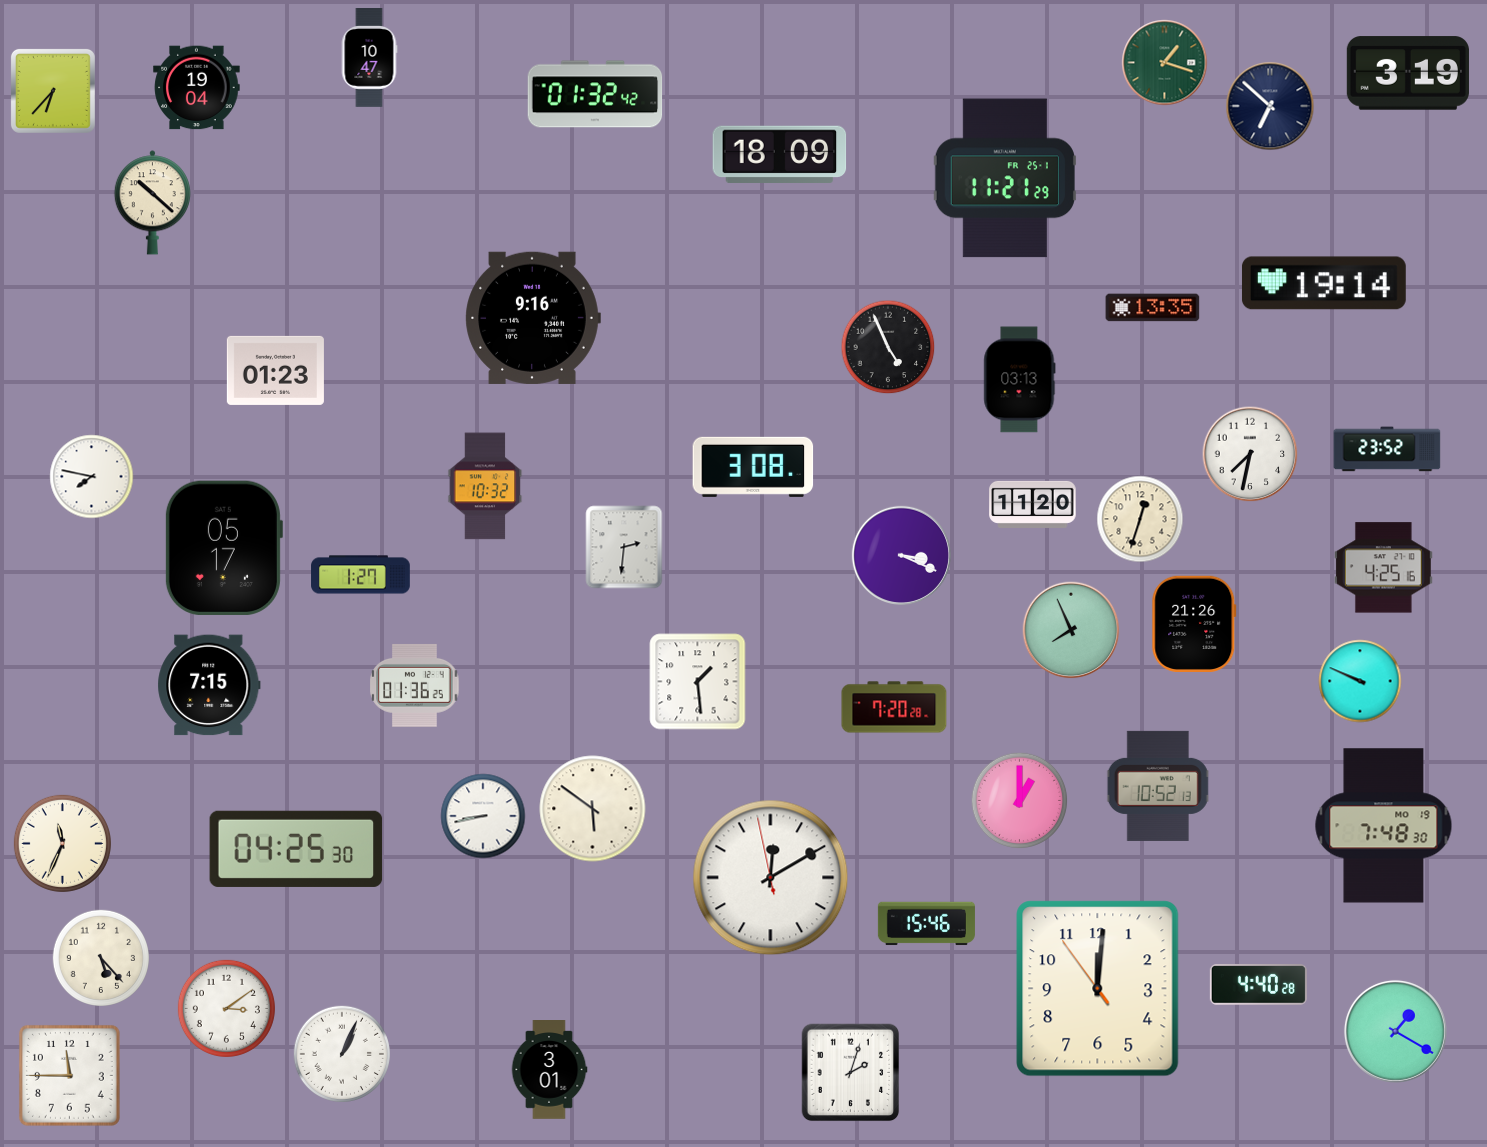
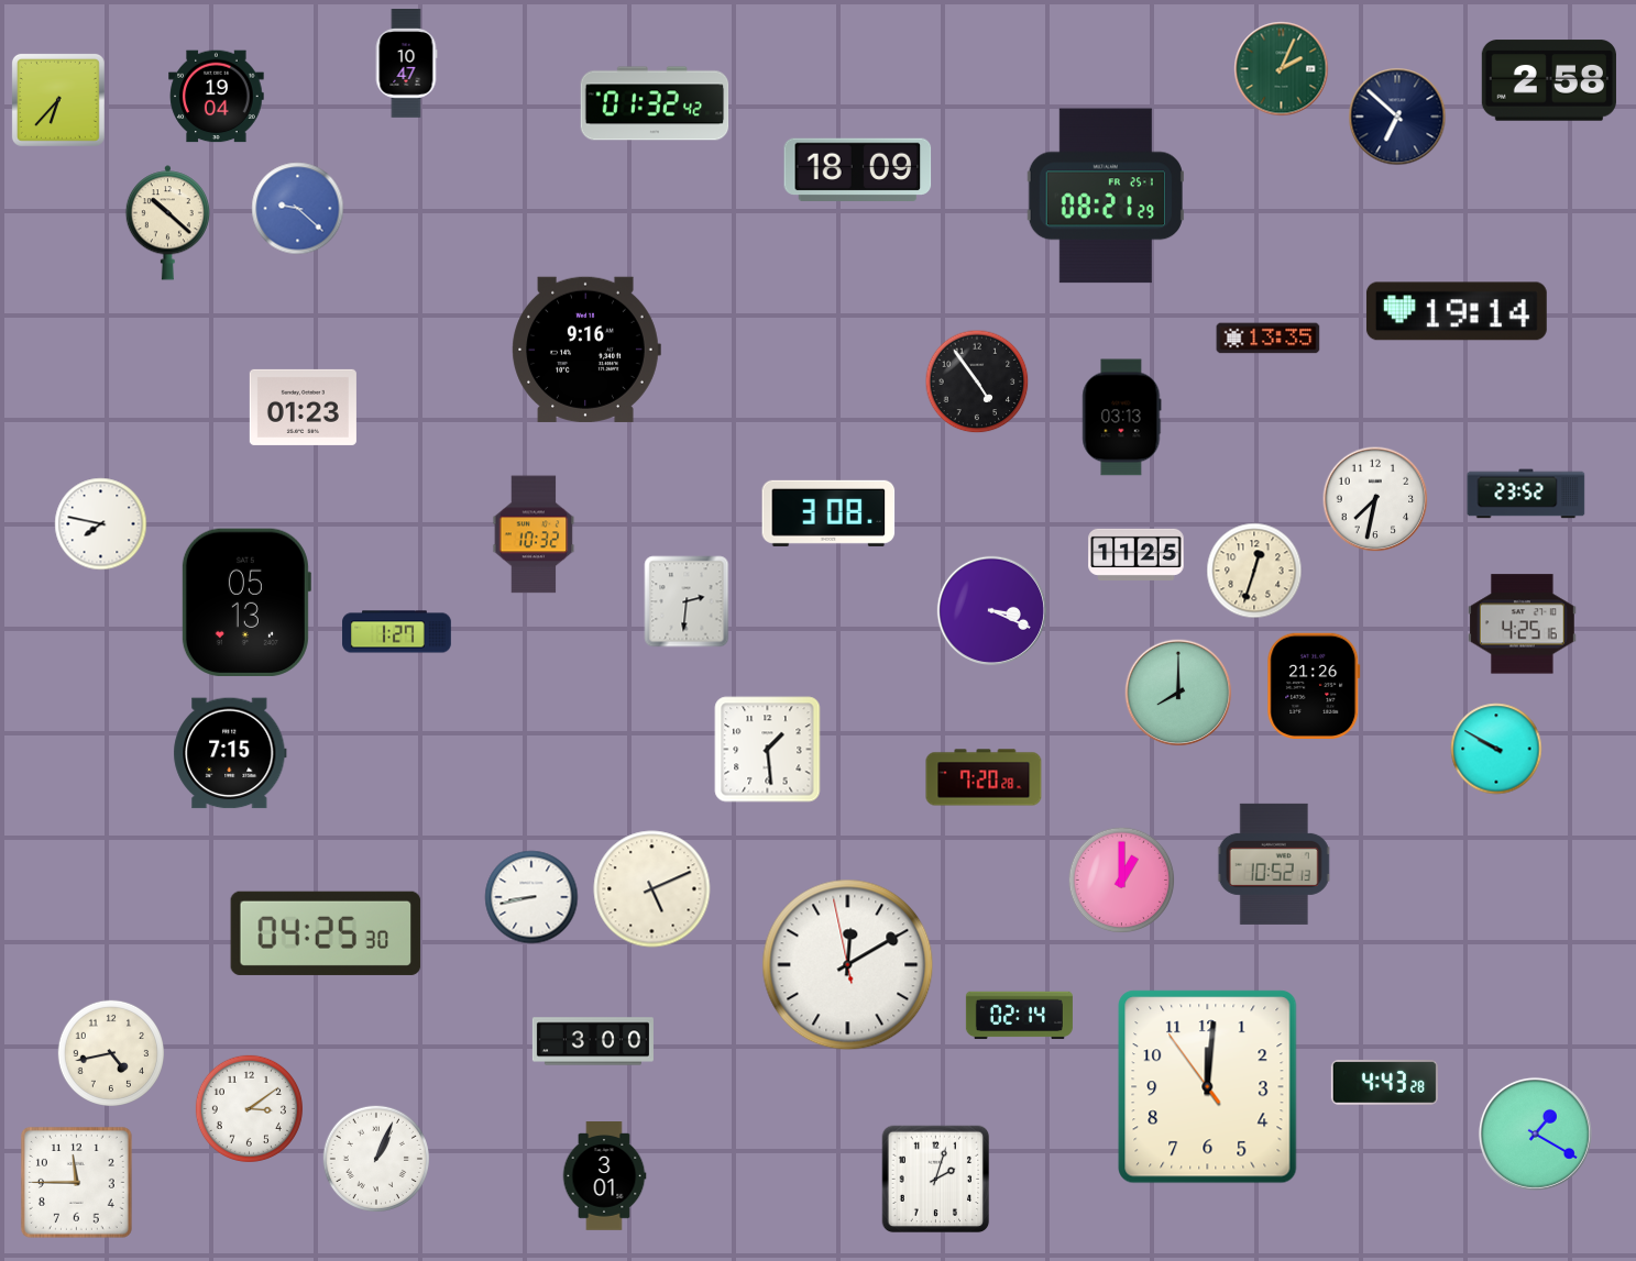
clock at (1165, 63): 1:18 -> 2:04
clock at (1408, 73): 3:19 -> 2:58
clock at (1005, 178): 11:21 -> 08:21
clock at (298, 209): none -> 9:22
clock at (888, 347): 4:56 -> 4:54
clock at (1033, 504): 11:20 -> 11:25
clock at (223, 548): 05:17 -> 05:13
clock at (1071, 630): 7:56 -> 8:00
clock at (1360, 681): 9:49 -> 9:50
clock at (415, 685): 01:36 -> none
clock at (593, 809): 5:51 -> 5:11
clock at (1384, 826): 7:48 -> none
clock at (62, 843): 11:34 -> none
clock at (926, 924): 15:46 -> 02:14
clock at (593, 1041): none -> 3:00
clock at (100, 957): 5:23 -> 4:43
clock at (1258, 985): 4:40 -> 4:43
